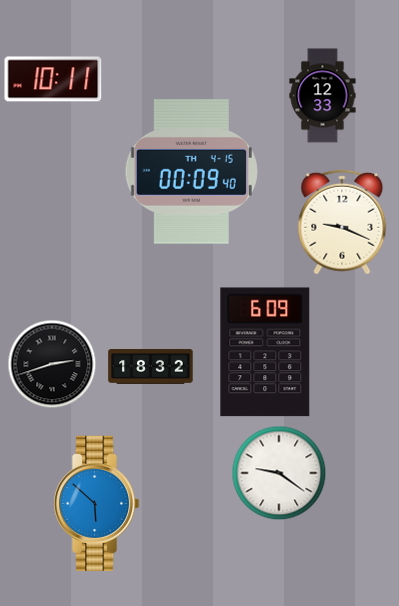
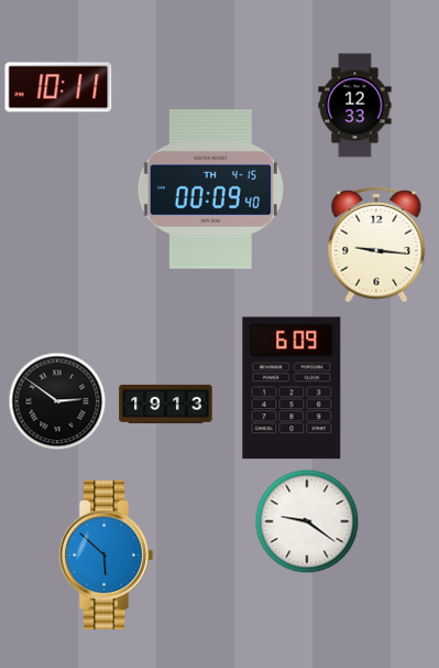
clock at (342, 222): 9:19 -> 9:16
clock at (52, 364): 2:42 -> 2:51
clock at (151, 367): 18:32 -> 19:13
